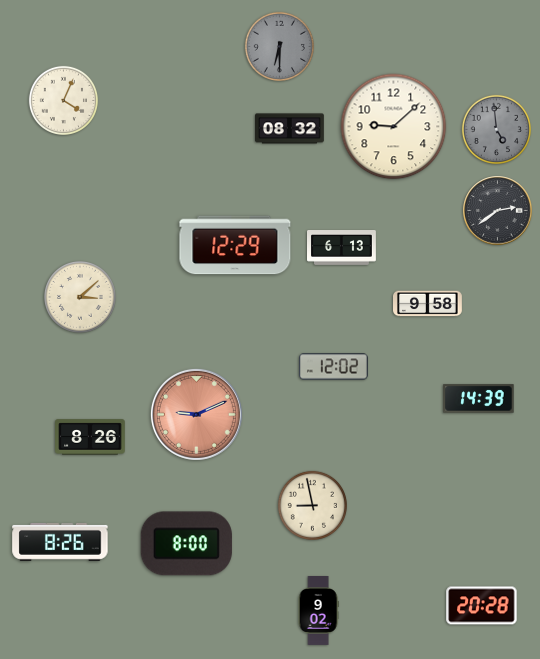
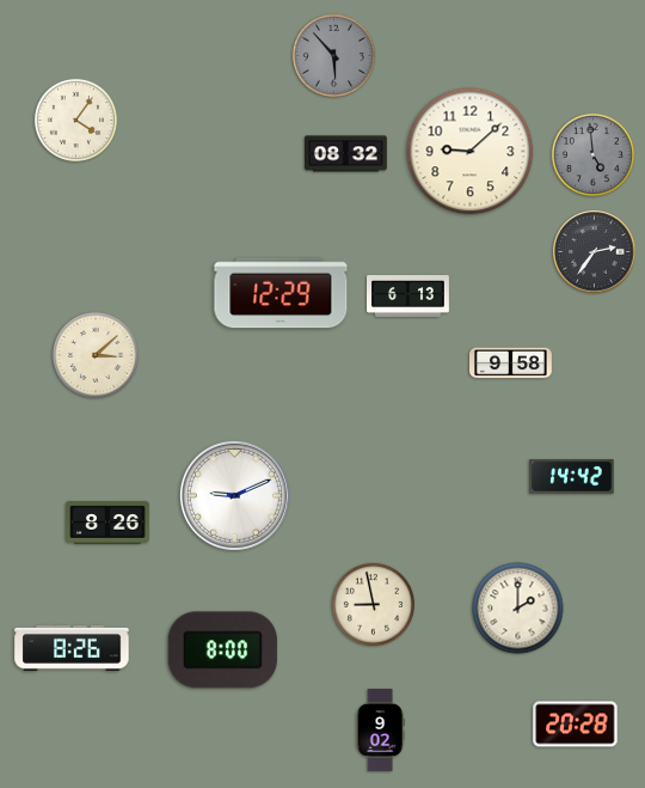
clock at (279, 46): 6:30 -> 5:53
clock at (63, 100): 4:04 -> 4:06
clock at (498, 211): 2:39 -> 2:36
clock at (334, 367): 12:02 -> none
clock at (479, 399): 14:39 -> 14:42
clock at (196, 414) dial: salmon -> white
clock at (518, 609): none -> 2:00
